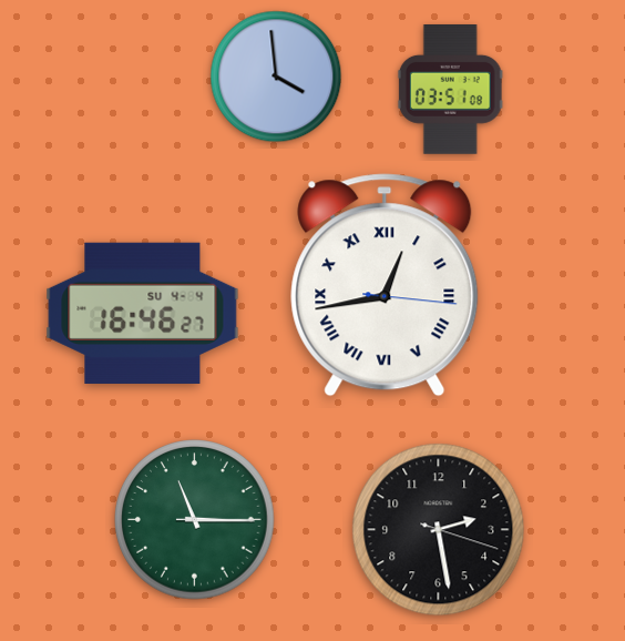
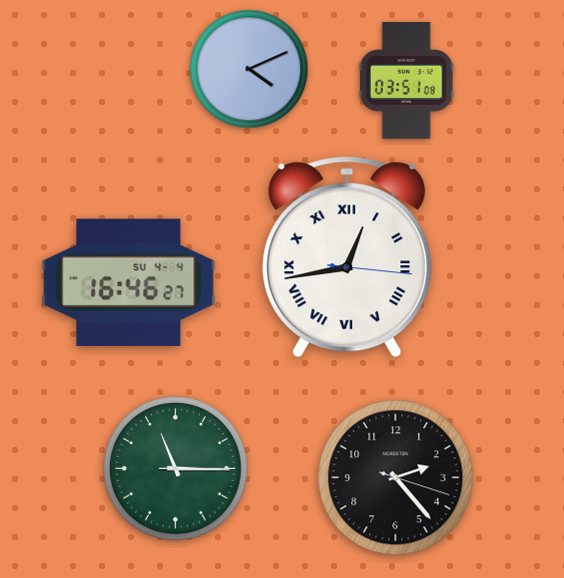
clock at (276, 77): 3:59 -> 4:11
clock at (439, 530): 2:28 -> 2:23
